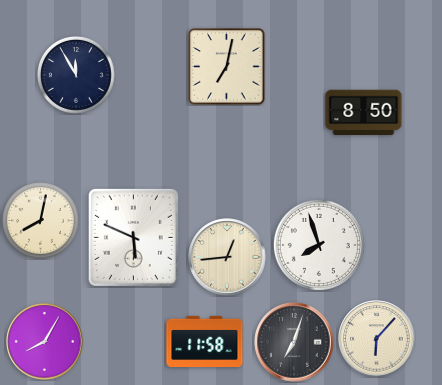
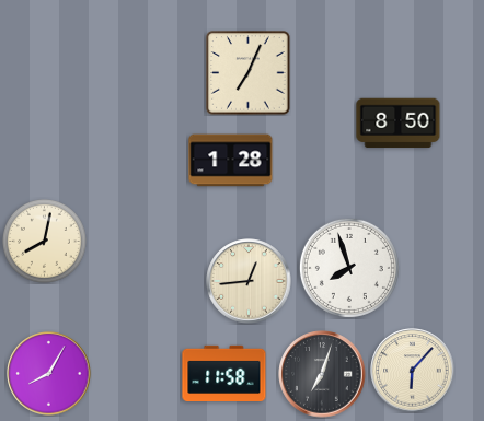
clock at (227, 67): 7:02 -> 7:04
clock at (77, 76): 11:55 -> none
clock at (231, 161): none -> 1:28
clock at (133, 237): 5:49 -> none
